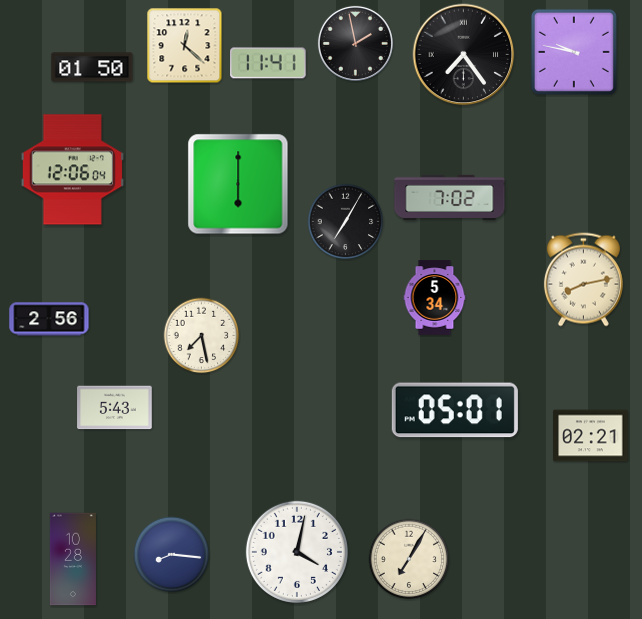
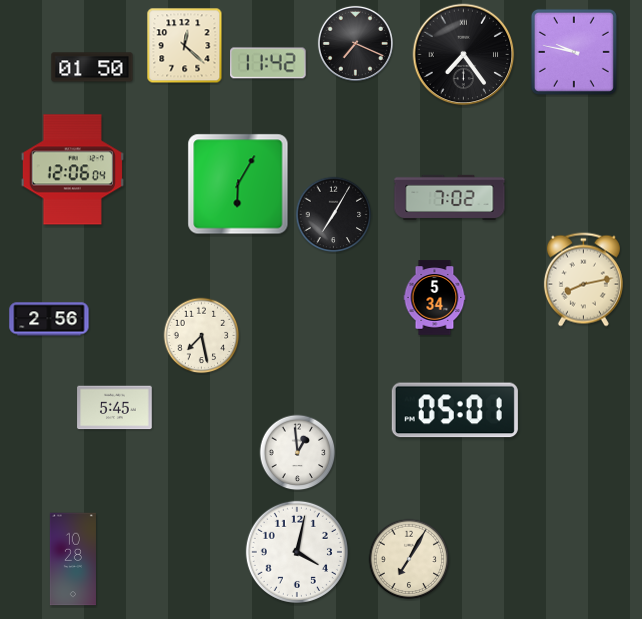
clock at (355, 43): 1:58 -> 7:19
clock at (268, 63): 11:41 -> 11:42
clock at (238, 184): 6:00 -> 6:05
clock at (346, 222) position: (346, 222) -> (334, 215)
clock at (115, 408): 5:43 -> 5:45
clock at (591, 436): 02:21 -> none
clock at (298, 453): none -> 12:59
clock at (172, 555): 8:16 -> none
